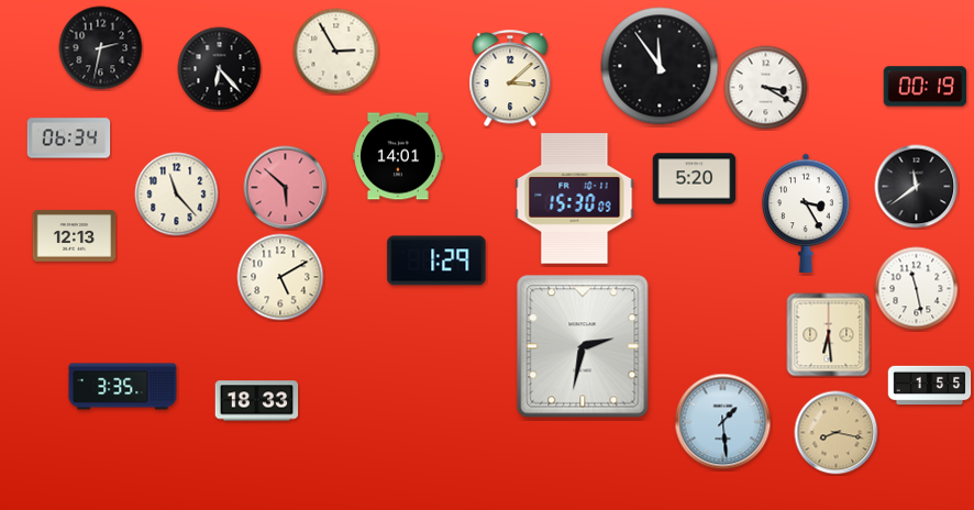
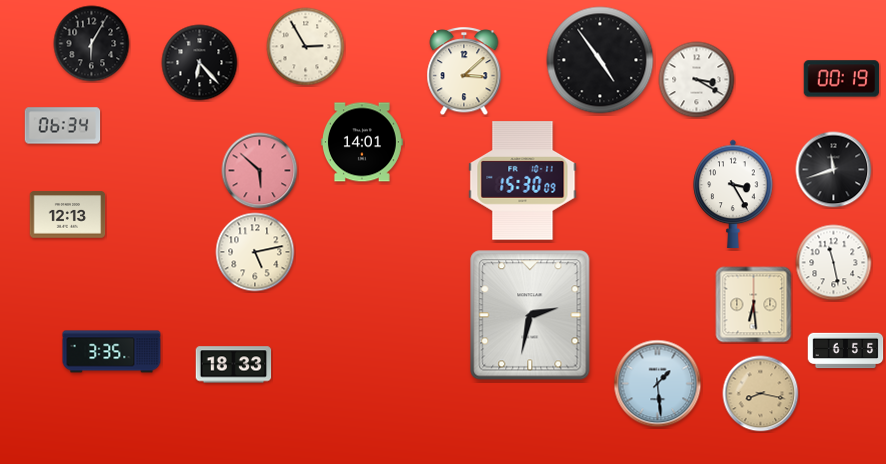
clock at (101, 48): 2:32 -> 6:05
clock at (660, 66): 11:54 -> 4:54
clock at (695, 179): 5:20 -> none
clock at (917, 187): 11:39 -> 11:42
clock at (177, 195): 11:23 -> none
clock at (436, 260): 1:29 -> none
clock at (280, 277): 5:10 -> 5:13
clock at (930, 386): 1:55 -> 6:55
